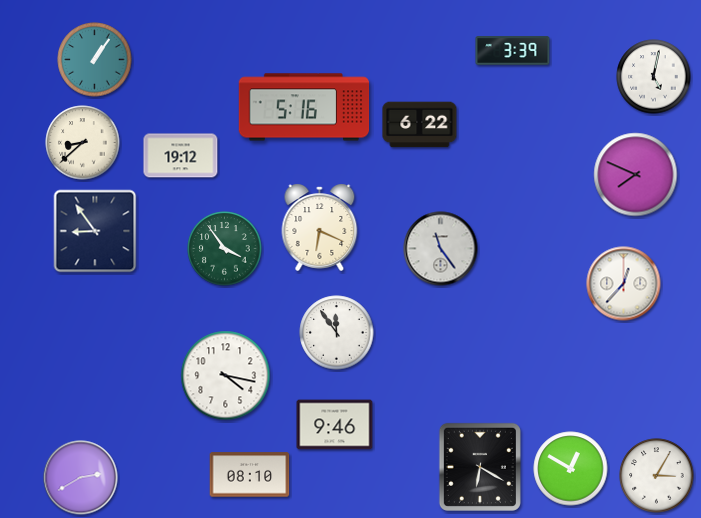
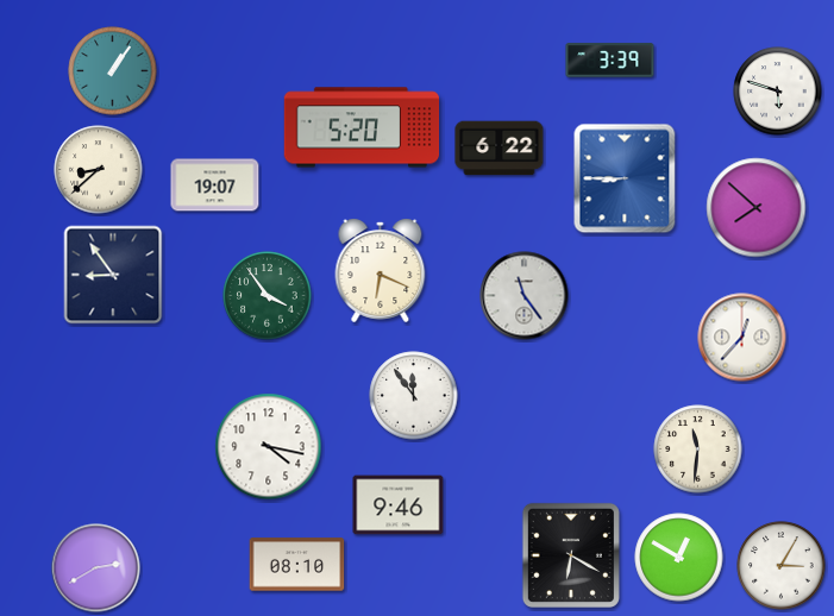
clock at (654, 77): 5:02 -> 5:48
clock at (304, 107): 5:16 -> 5:20
clock at (625, 178): none -> 8:45
clock at (181, 156): 19:12 -> 19:07
clock at (636, 175): 7:49 -> 7:52
clock at (337, 333) position: (337, 333) -> (414, 396)
clock at (698, 450): none -> 11:31
